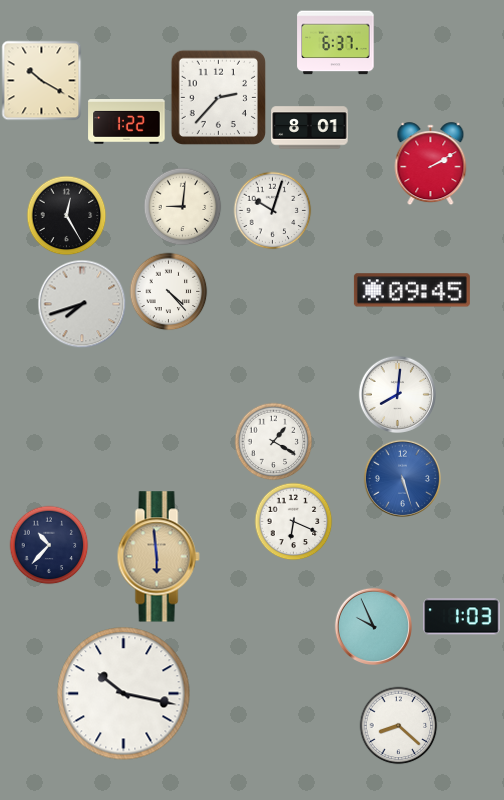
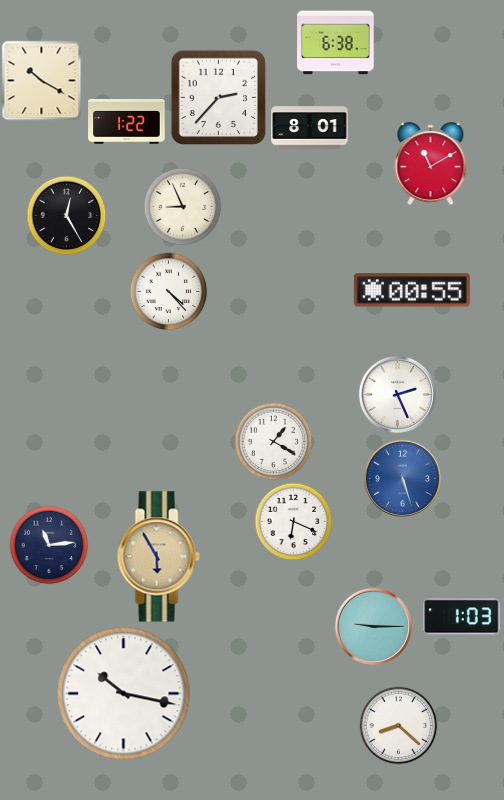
clock at (336, 43): 6:37 -> 6:38
clock at (431, 164): 2:10 -> 11:10
clock at (182, 206): 9:01 -> 8:56
clock at (272, 210): 10:03 -> none
clock at (412, 290): 09:45 -> 00:55
clock at (82, 304): 7:42 -> none
clock at (397, 394): 8:01 -> 2:26
clock at (49, 545): 10:37 -> 11:14
clock at (158, 557): 5:59 -> 5:55
clock at (373, 626): 9:56 -> 9:15
